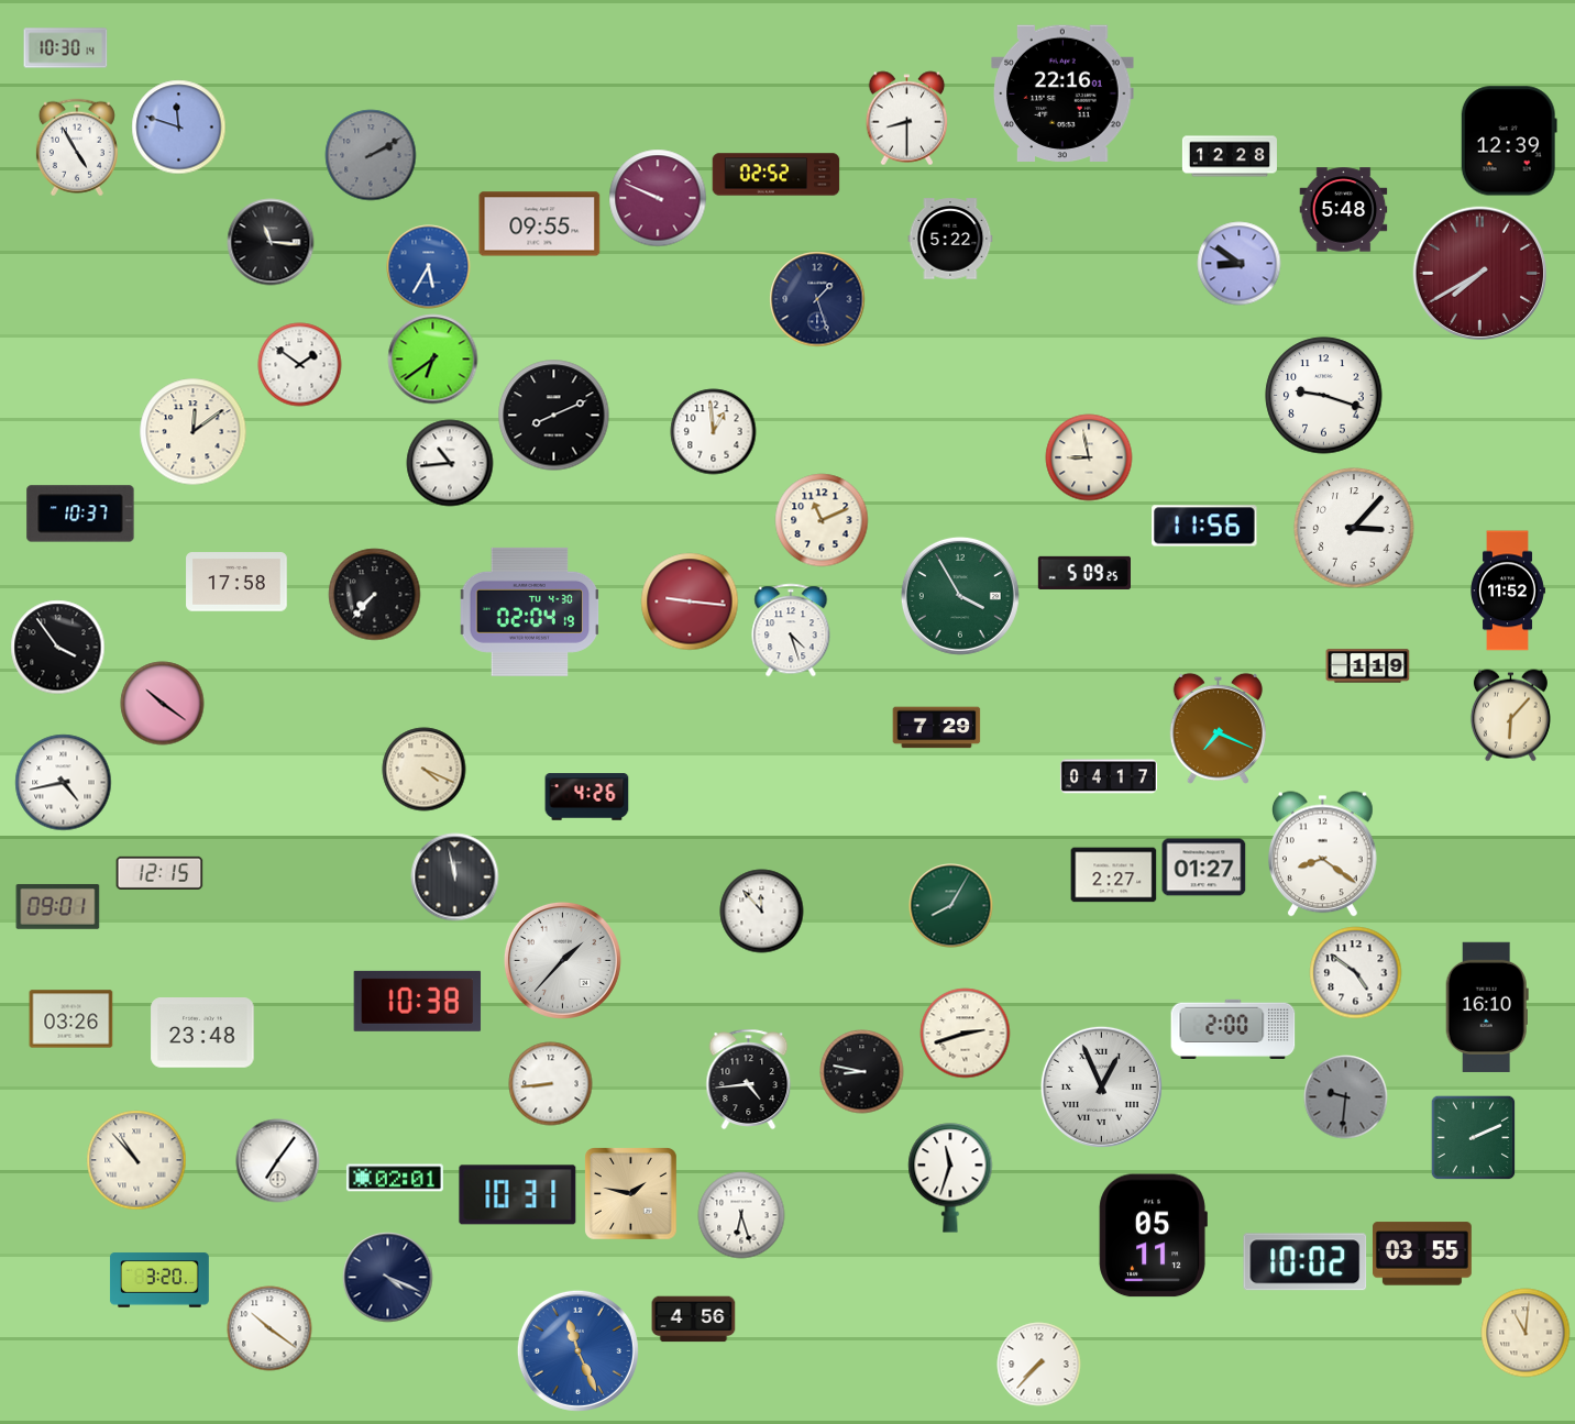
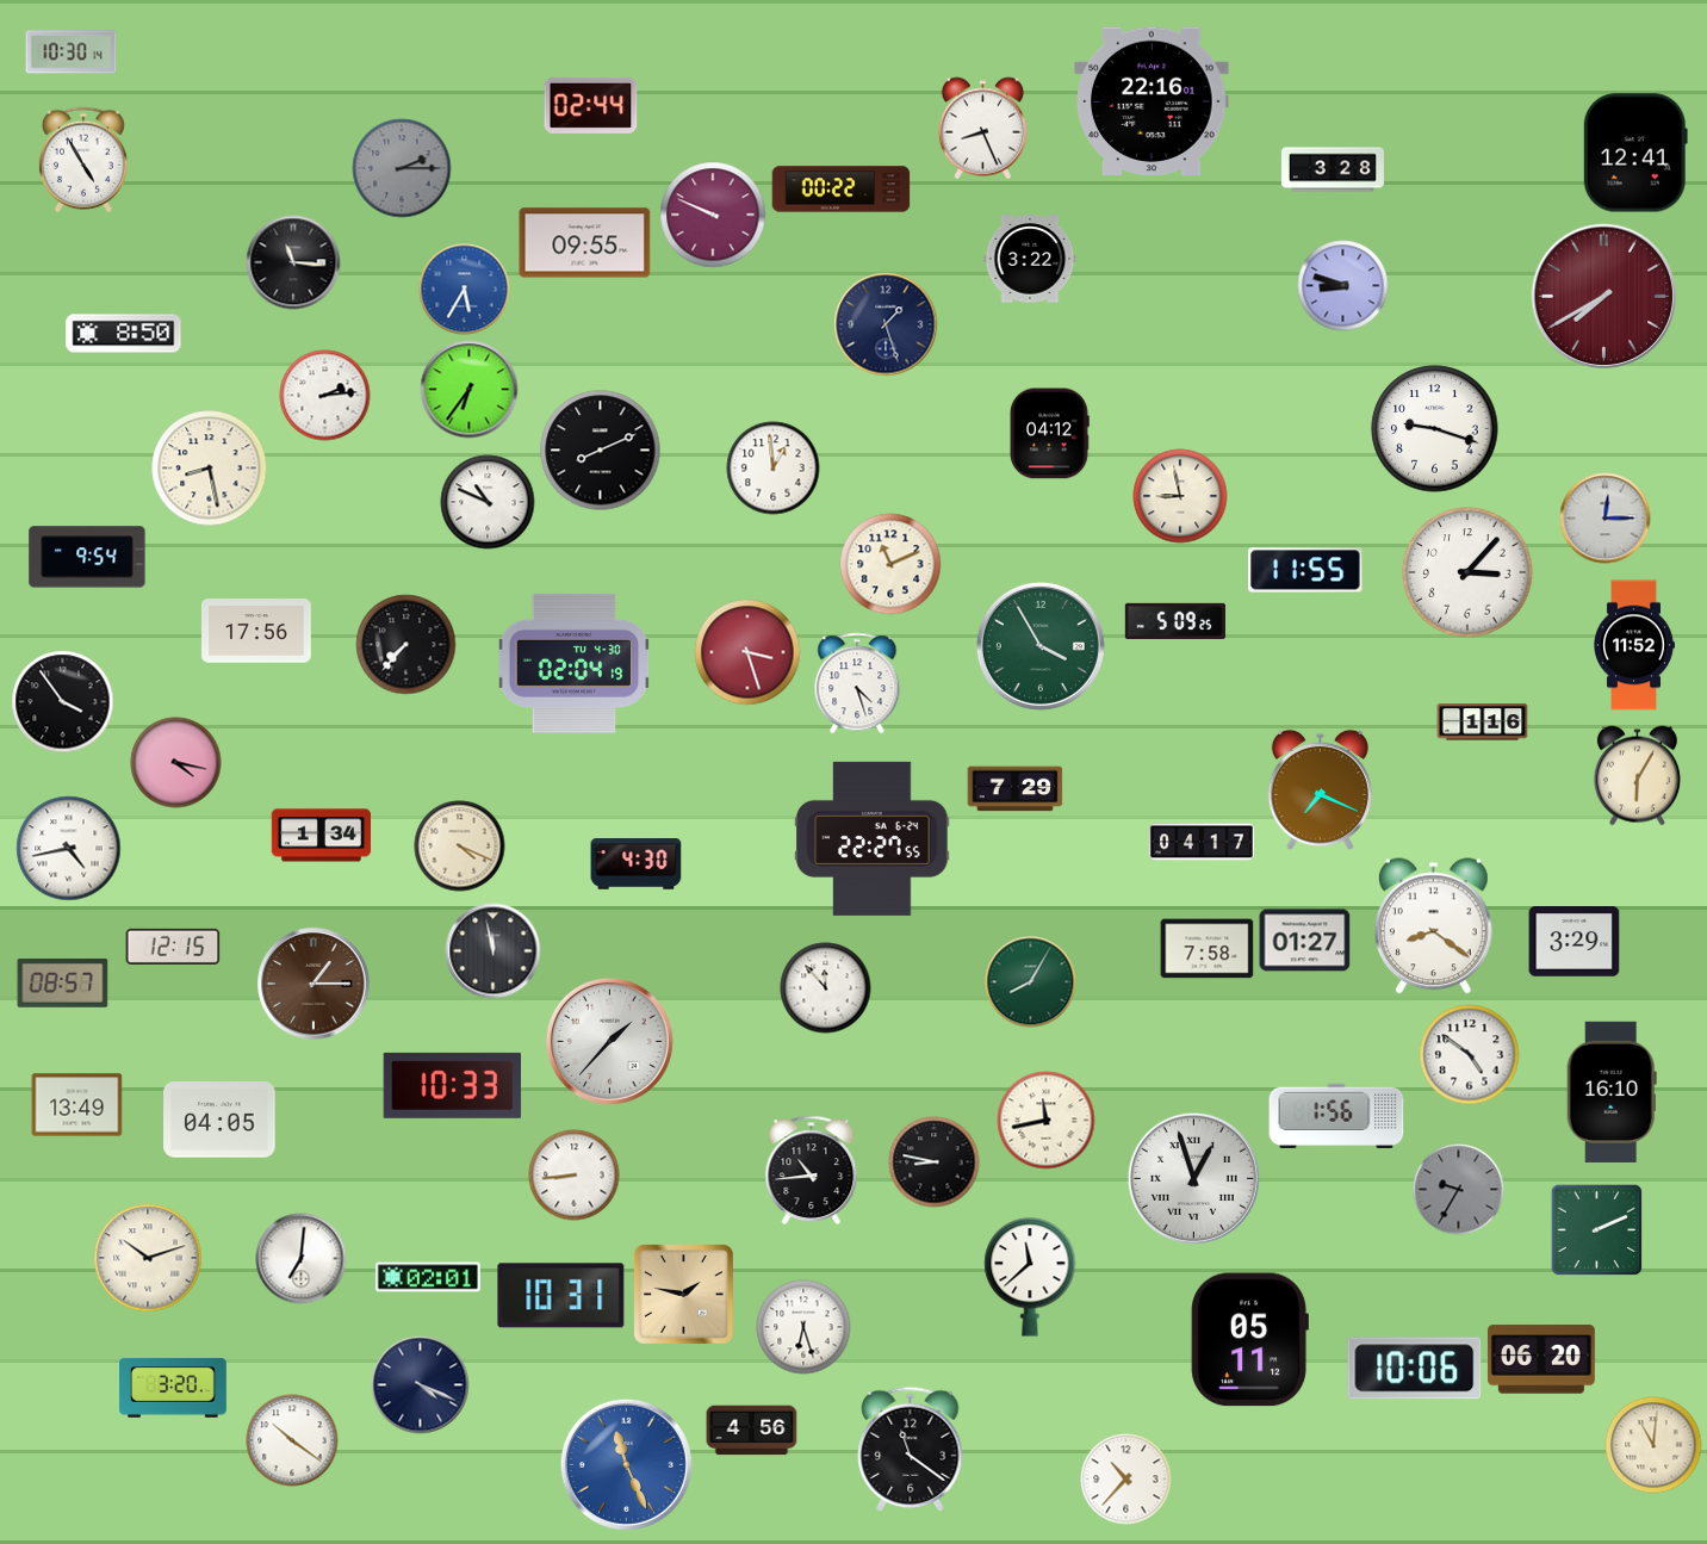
clock at (591, 105): none -> 02:44
clock at (907, 119): 8:30 -> 8:26
clock at (179, 128): 11:48 -> none
clock at (1509, 141): 12:39 -> 12:41
clock at (371, 155): 2:10 -> 2:15
clock at (1230, 156): 12:28 -> 3:28
clock at (777, 175): 02:52 -> 00:22
clock at (1344, 210): 5:48 -> none
clock at (950, 239): 5:22 -> 3:22
clock at (1240, 264): 8:51 -> 8:48
clock at (124, 334): none -> 8:50
clock at (433, 360): 6:39 -> 6:36
clock at (300, 365): 1:51 -> 2:14
clock at (1049, 434): none -> 04:12
clock at (194, 432): 12:09 -> 8:28
clock at (450, 463): 10:44 -> 10:49
clock at (1606, 519): none -> 12:15
clock at (80, 514): 10:37 -> 9:54
clock at (1204, 526): 11:56 -> 11:55
clock at (236, 582): 17:58 -> 17:56
clock at (1508, 590) position: (1508, 590) -> (1634, 645)
clock at (690, 601): 9:16 -> 3:27
clock at (1368, 666): 1:19 -> 1:16
clock at (163, 704): 10:21 -> 4:17
clock at (1510, 716): 6:07 -> 6:05
clock at (425, 770) position: (425, 770) -> (460, 847)
clock at (322, 836): none -> 1:34
clock at (873, 838): none -> 22:27
clock at (587, 797): 4:26 -> 4:30
clock at (1575, 942): none -> 3:29
clock at (1114, 875): 2:27 -> 7:58
clock at (58, 906): 09:01 -> 08:57
clock at (314, 984): none -> 1:15
clock at (418, 1001): 10:38 -> 10:33
clock at (71, 1019): 03:26 -> 13:49
clock at (1233, 1029): 2:00 -> 1:56
clock at (202, 1034): 23:48 -> 04:05
clock at (966, 1034): 2:42 -> 11:43
clock at (749, 1079): 4:44 -> 10:44
clock at (551, 1084) position: (551, 1084) -> (575, 1176)
clock at (1101, 1086): 12:56 -> 12:57
clock at (1346, 1097): 9:31 -> 9:35
clock at (1473, 1137) position: (1473, 1137) -> (1596, 1229)
clock at (136, 1160): 10:53 -> 10:12
clock at (278, 1161): 7:06 -> 7:01
clock at (950, 1178): 11:33 -> 11:38
clock at (741, 1215) position: (741, 1215) -> (803, 1327)
clock at (1422, 1254): 03:55 -> 06:20
clock at (1306, 1262): 10:02 -> 10:06
clock at (911, 1449): none -> 11:21
clock at (1039, 1365): 7:37 -> 10:37
